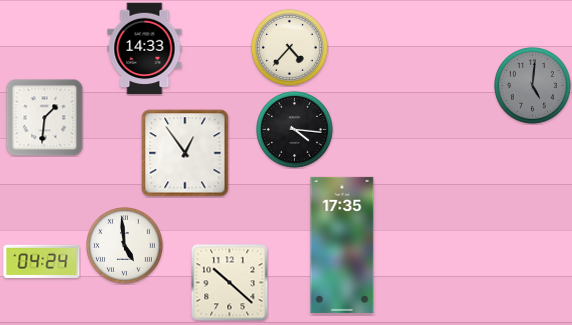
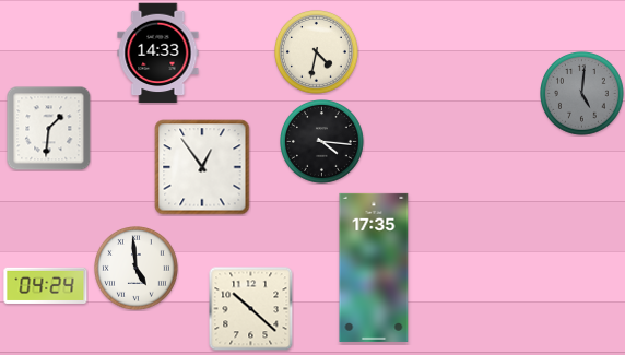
clock at (290, 48): 4:37 -> 4:32
